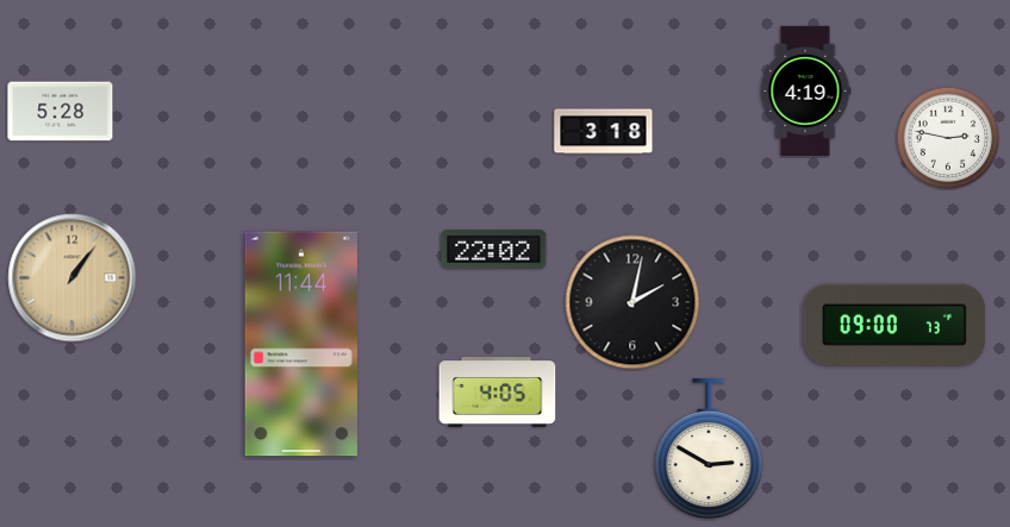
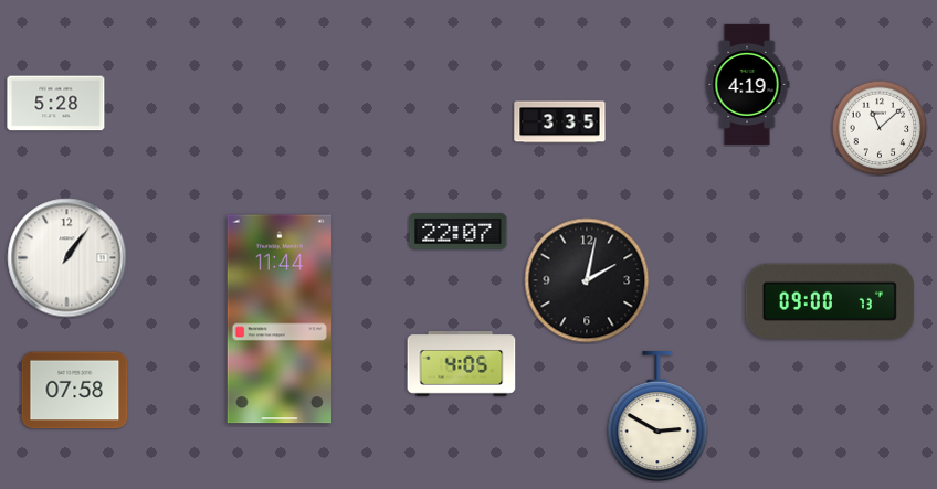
clock at (604, 132): 3:18 -> 3:35
clock at (948, 138): 2:47 -> 11:08
clock at (494, 250): 22:02 -> 22:07
clock at (73, 278) dial: champagne -> white
clock at (75, 391): none -> 07:58
